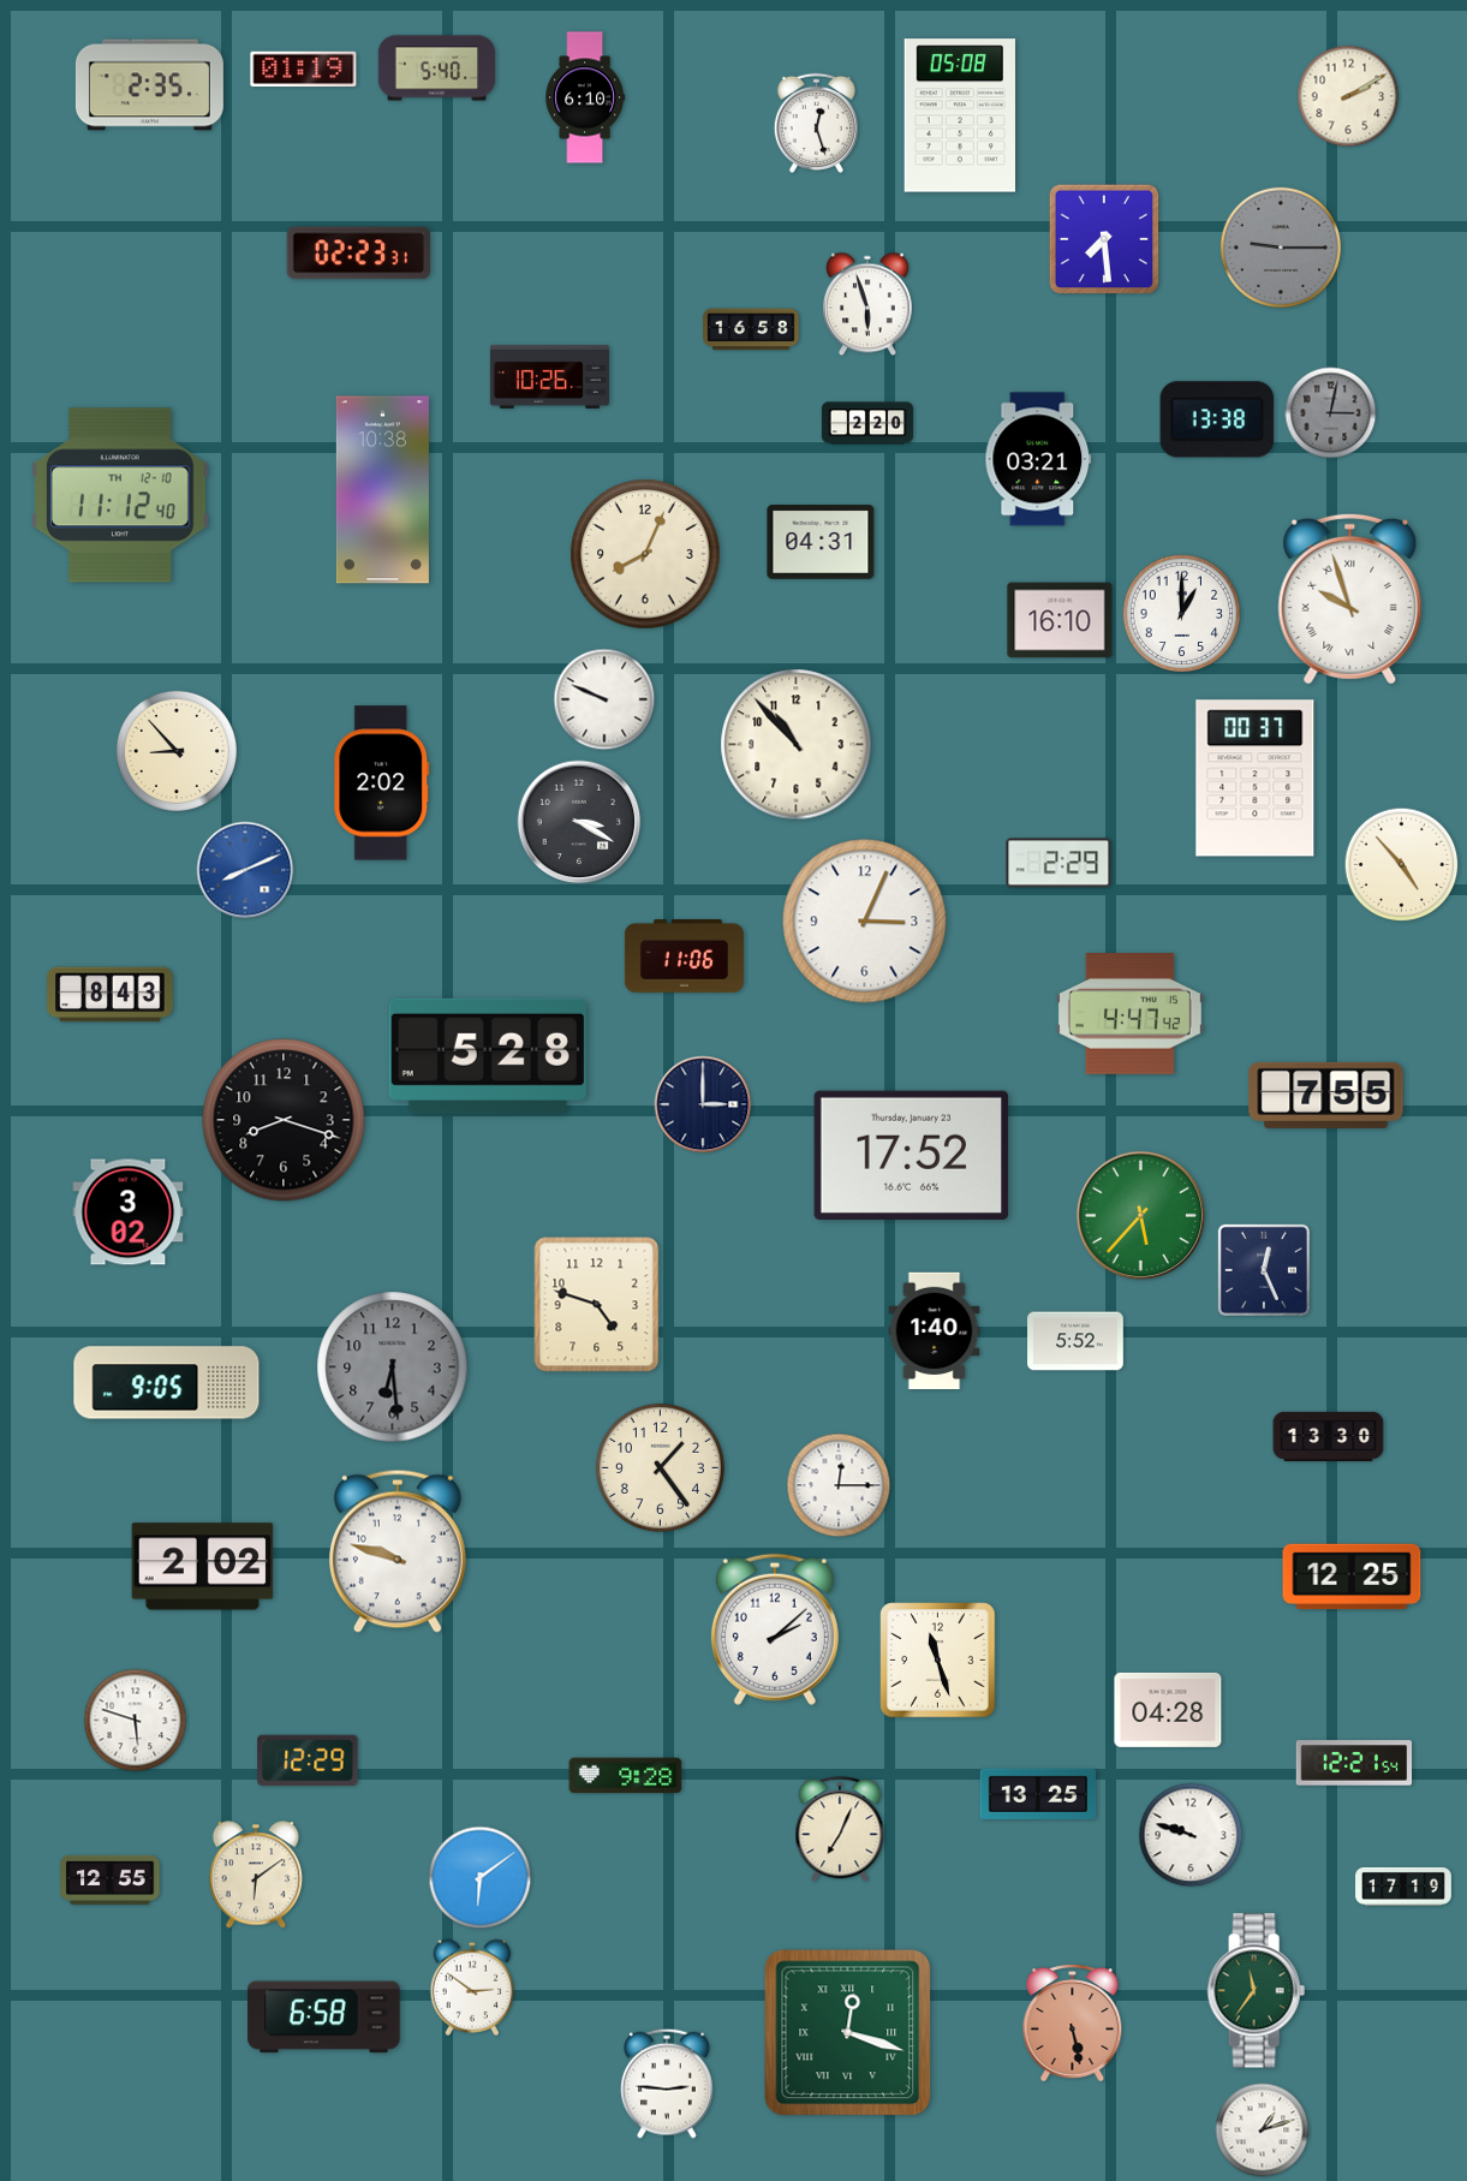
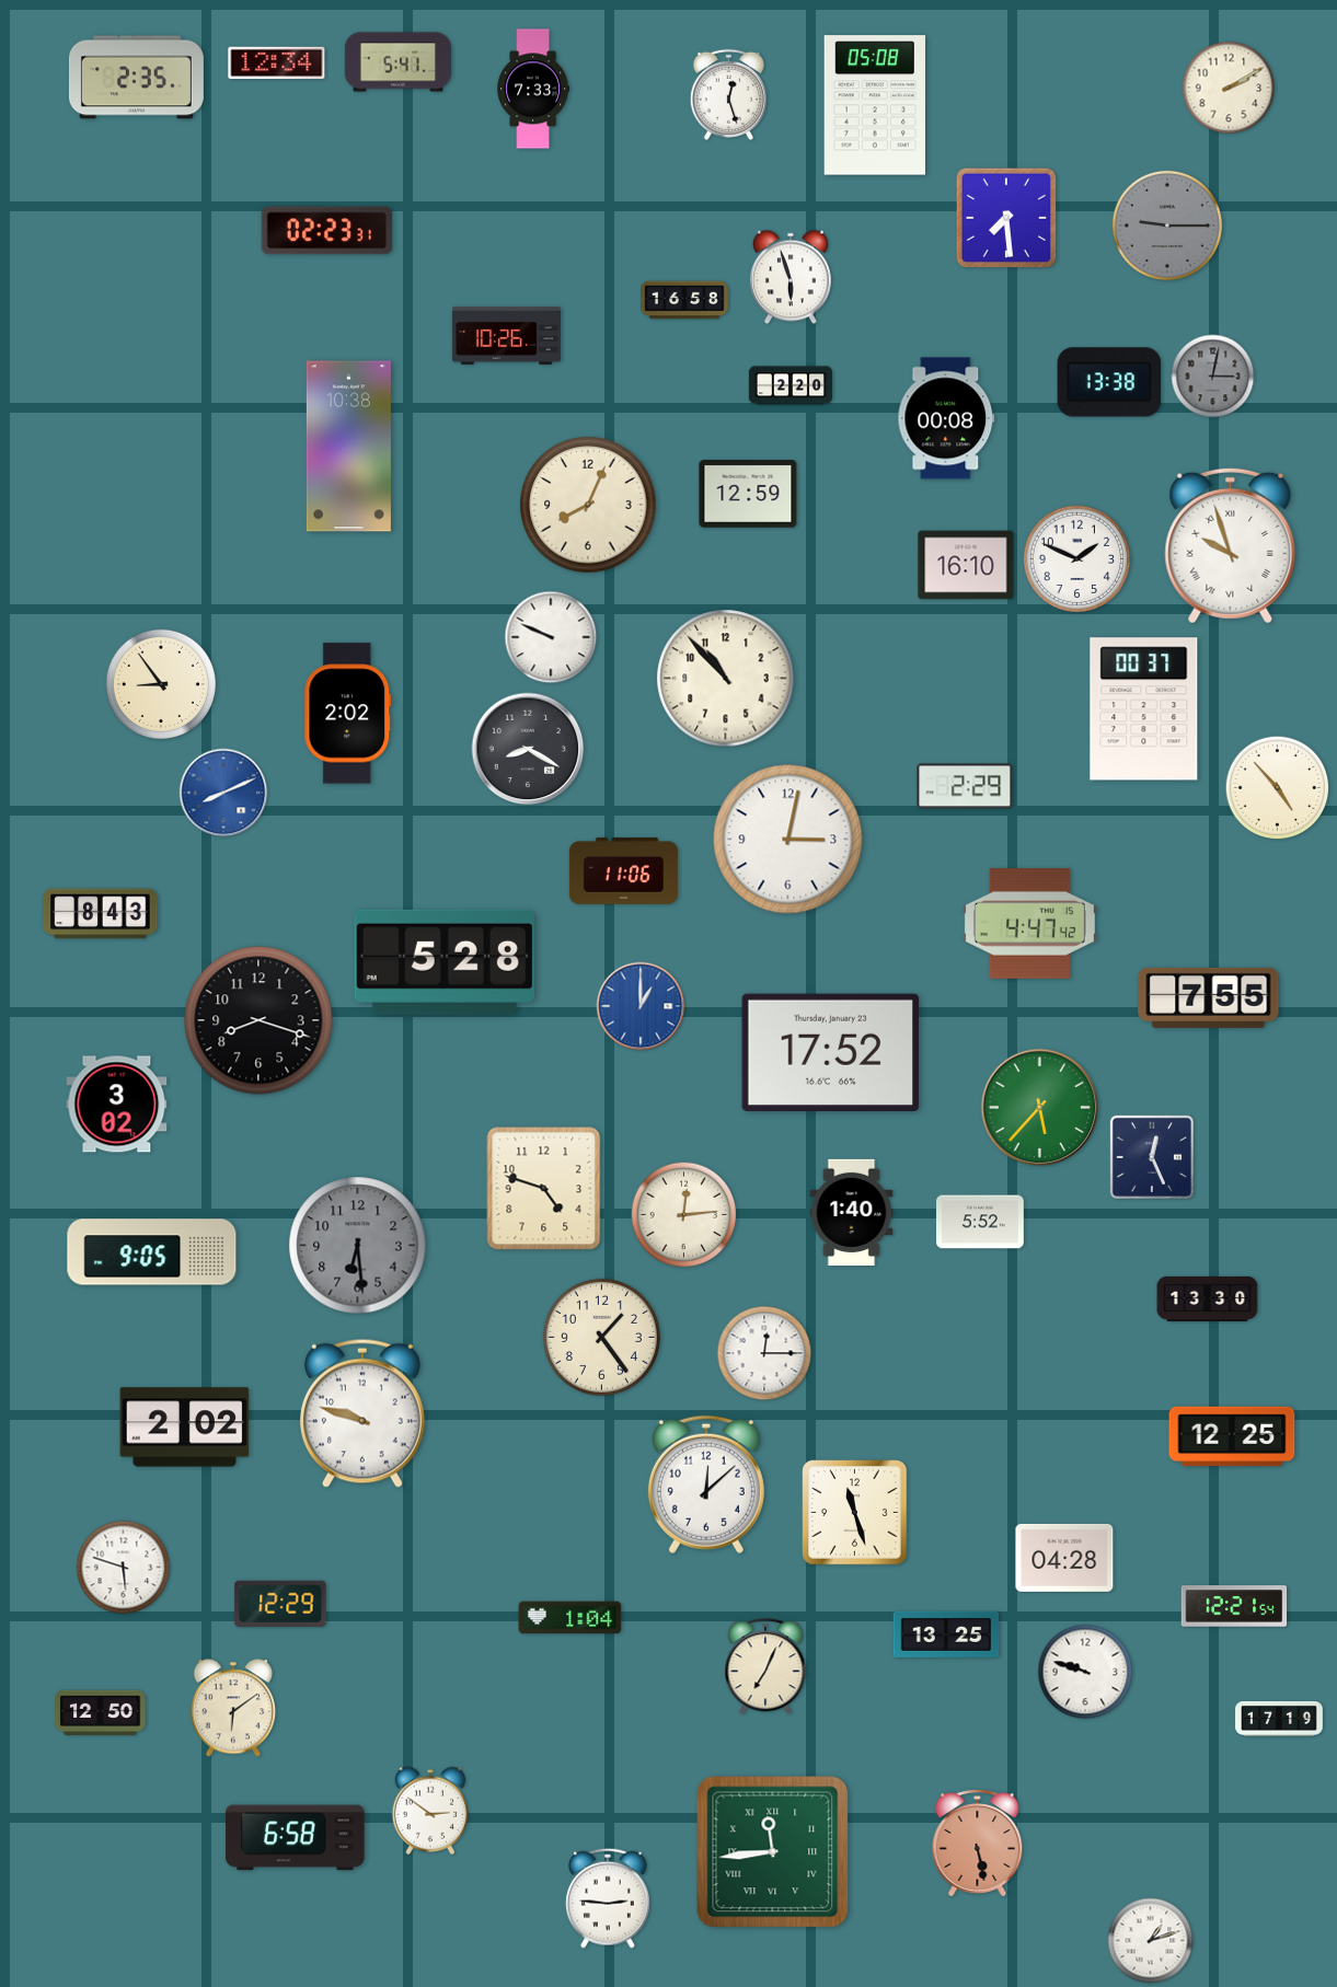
clock at (437, 68): 5:40 -> 5:41
clock at (304, 70): 01:19 -> 12:34
clock at (585, 97): 6:10 -> 7:33
clock at (816, 123) position: (816, 123) -> (728, 94)
clock at (549, 376) position: (549, 376) -> (506, 335)
clock at (1038, 459): 03:21 -> 00:08
clock at (121, 495): 11:12 -> none
clock at (821, 542): 04:31 -> 12:59
clock at (1182, 614): 1:00 -> 1:49
clock at (175, 750): 8:53 -> 8:54
clock at (579, 822): 3:20 -> 8:20
clock at (865, 922): 3:04 -> 3:02
clock at (111, 995) position: (111, 995) -> (101, 914)
clock at (703, 1104): 3:00 -> 1:00
clock at (703, 1104) dial: navy -> blue
clock at (684, 1215): none -> 12:14
clock at (167, 1383) position: (167, 1383) -> (152, 1252)
clock at (1329, 1436) position: (1329, 1436) -> (1208, 1298)
clock at (775, 1629): 2:08 -> 12:08
clock at (626, 1776): 9:28 -> 1:04
clock at (481, 1878): 6:09 -> none
clock at (111, 1879): 12:55 -> 12:50
clock at (1256, 1991): 11:36 -> none
clock at (848, 2033): 12:18 -> 11:44
